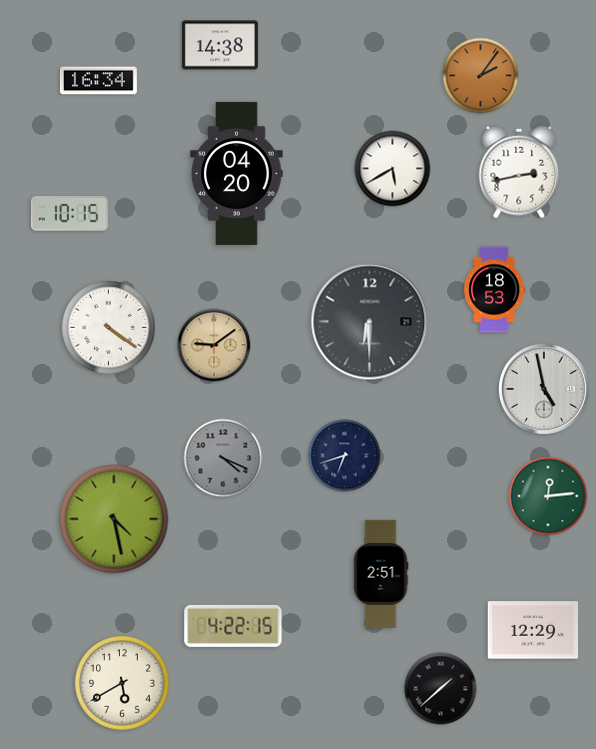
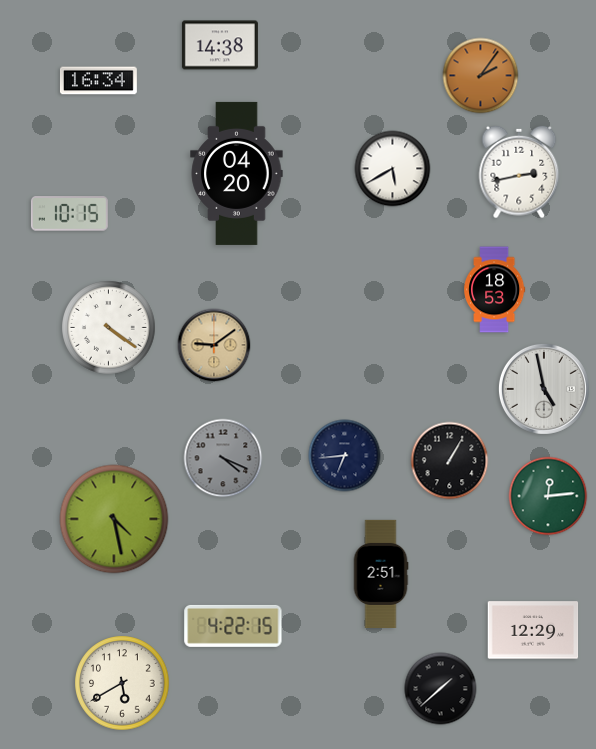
clock at (370, 322): 6:30 -> none
clock at (345, 456): 6:42 -> 6:44
clock at (450, 461): none -> 1:05
